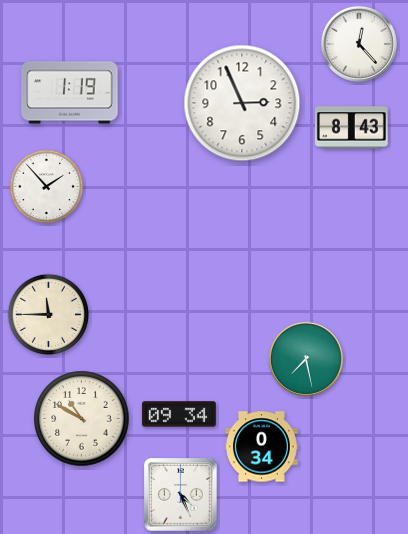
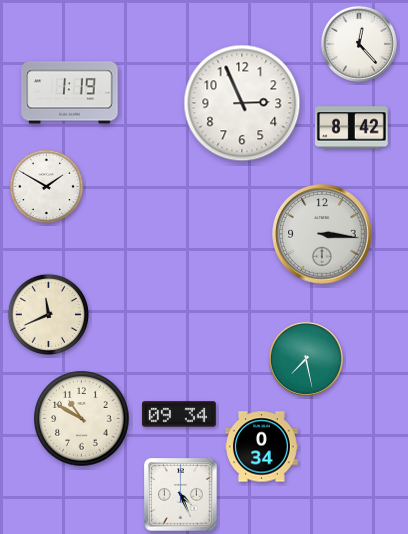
clock at (351, 128): 8:43 -> 8:42
clock at (47, 187): 1:53 -> 1:50
clock at (322, 234): none -> 3:16
clock at (48, 314): 11:45 -> 11:41
